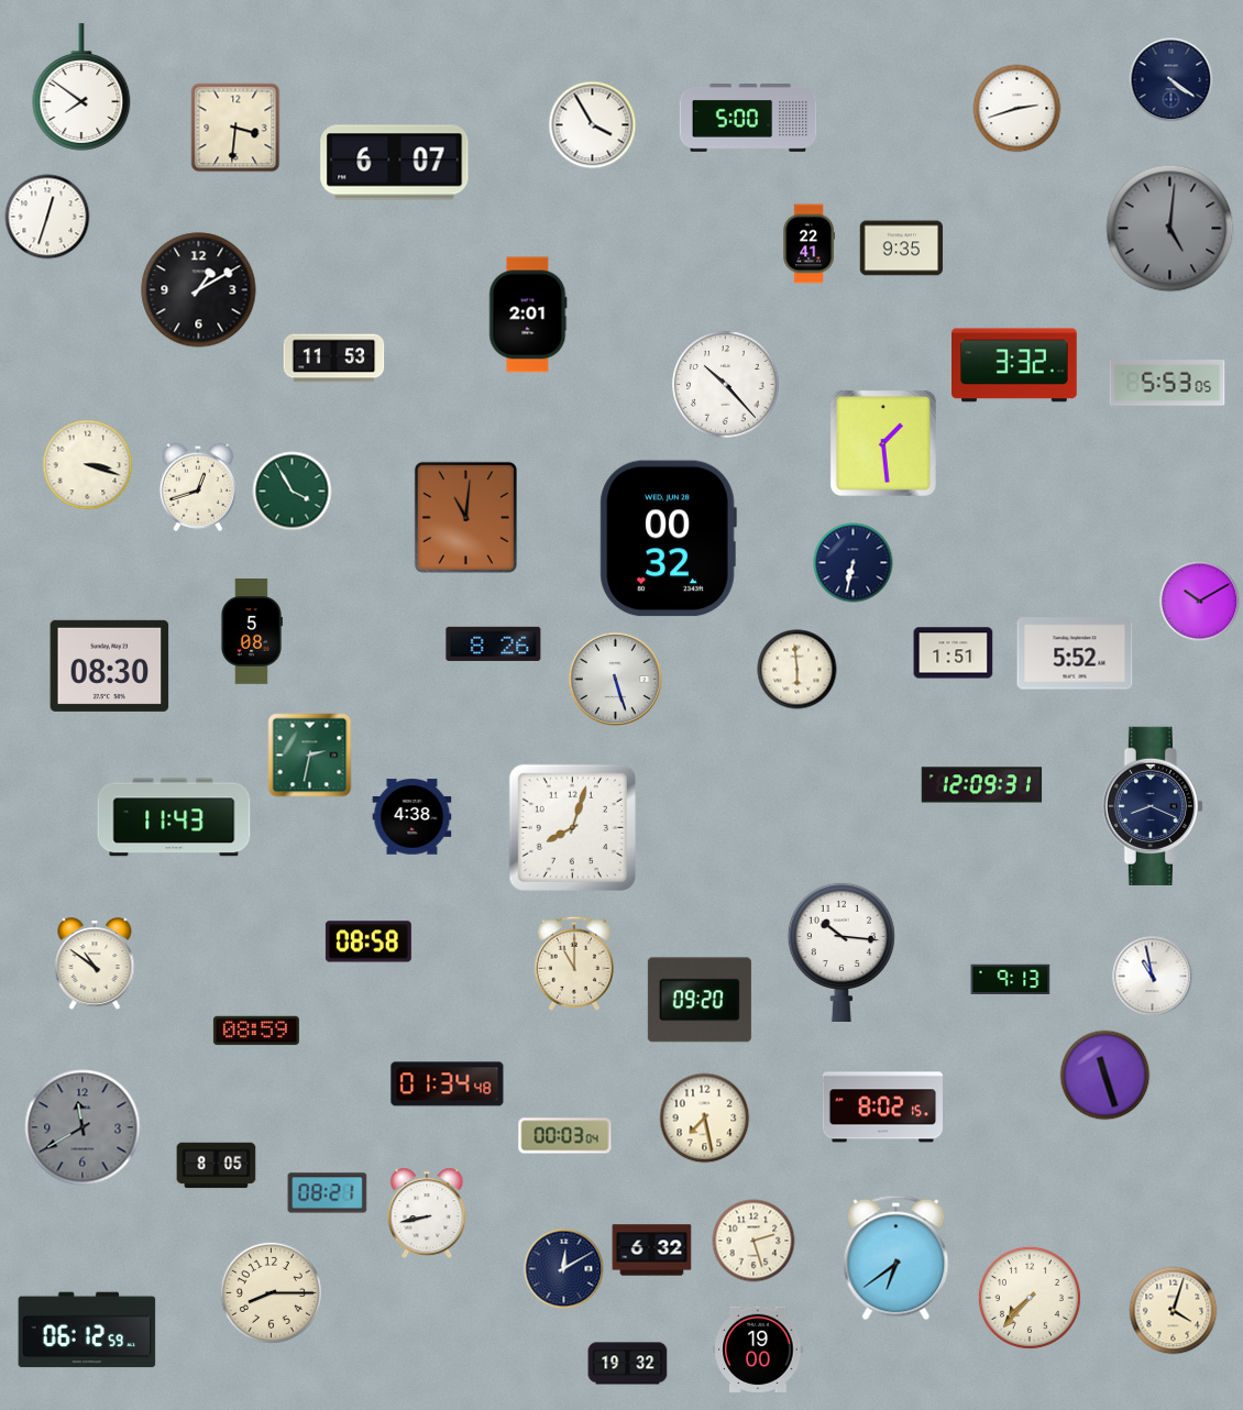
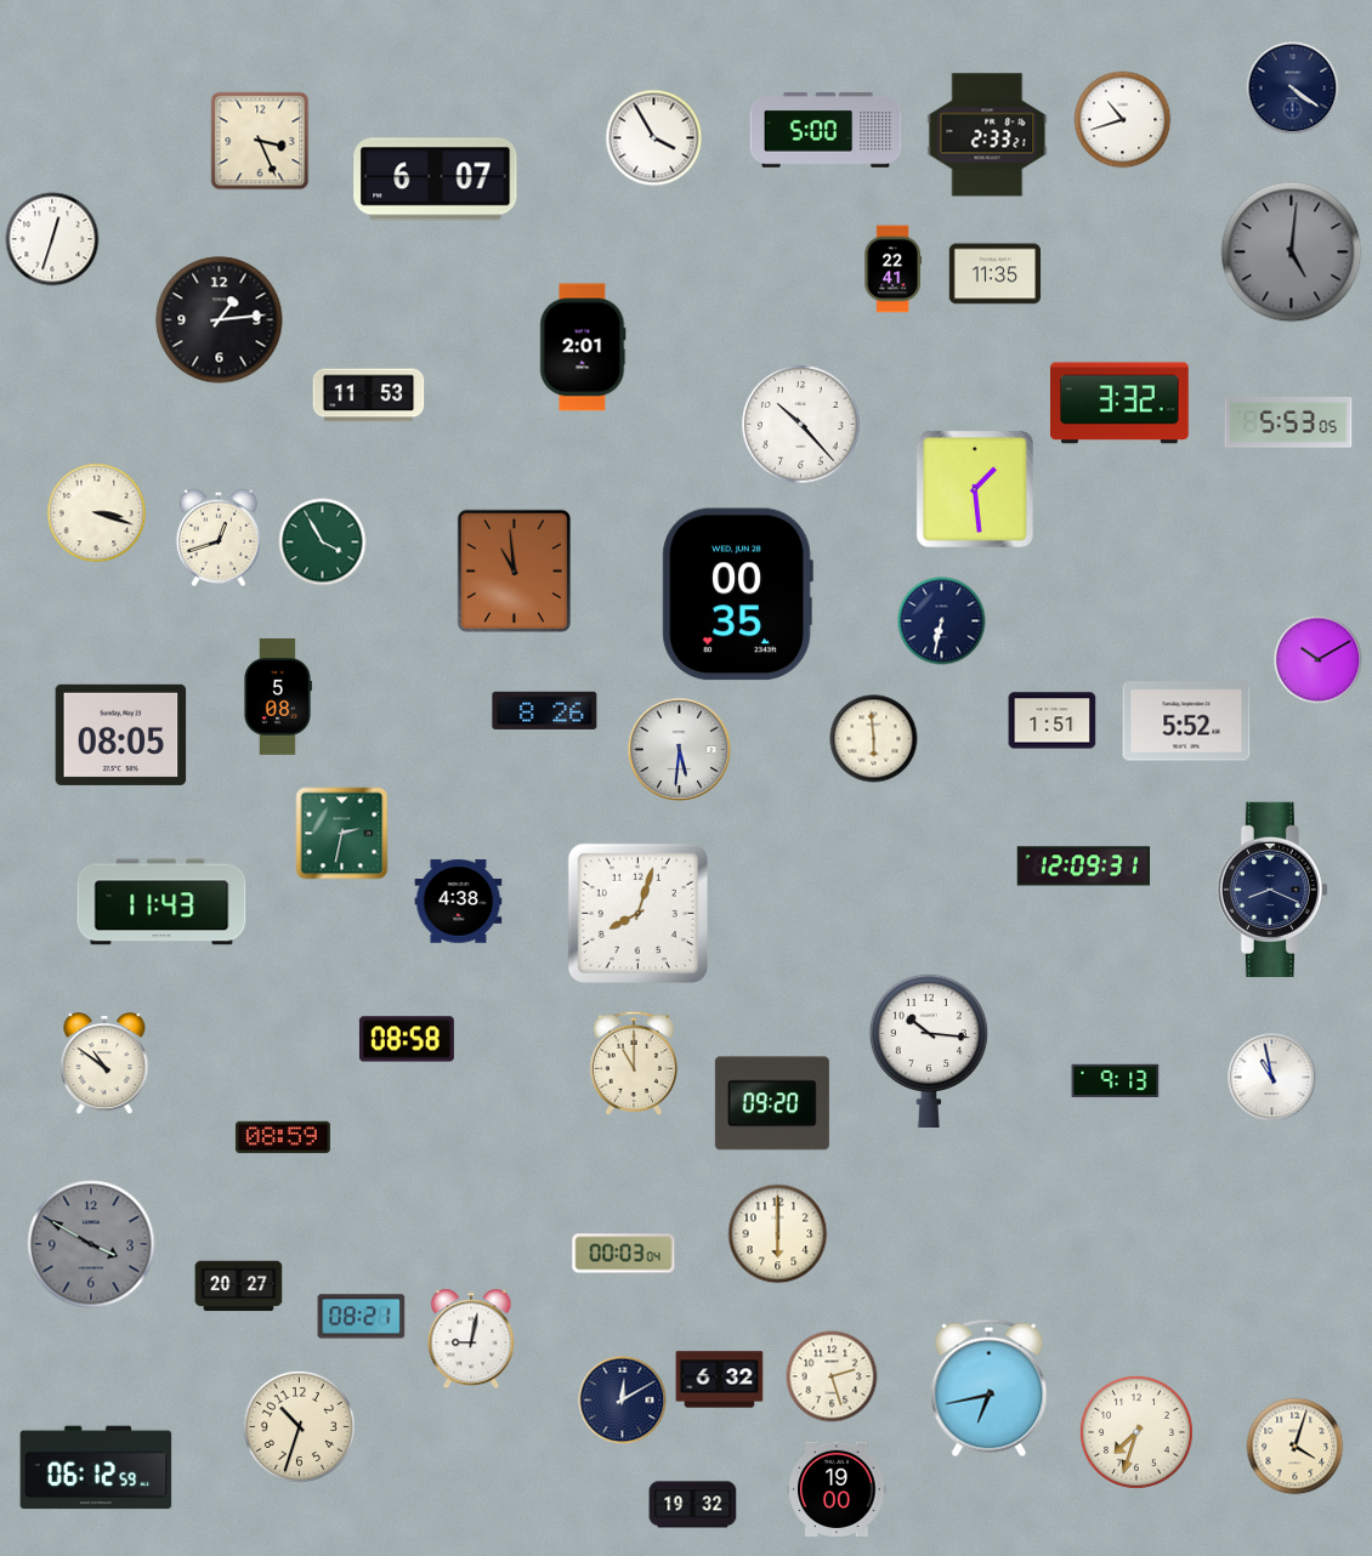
clock at (81, 87): 7:51 -> none
clock at (1018, 109): 2:42 -> 10:42
clock at (987, 135): none -> 2:33
clock at (235, 128): 3:31 -> 3:26
clock at (902, 249): 9:35 -> 11:35
clock at (199, 290): 1:10 -> 1:14
clock at (465, 517): 11:01 -> 10:59
clock at (668, 539): 00:32 -> 00:35
clock at (1200, 602) position: (1200, 602) -> (1319, 660)
clock at (110, 665): 08:30 -> 08:05
clock at (798, 670) position: (798, 670) -> (874, 739)
clock at (616, 680): 5:27 -> 5:31
clock at (174, 817) position: (174, 817) -> (161, 902)
clock at (413, 817) position: (413, 817) -> (459, 902)
clock at (572, 827) position: (572, 827) -> (637, 913)
clock at (1105, 1076): 11:27 -> none
clock at (448, 1084): 01:34 -> none
clock at (882, 1108): 8:02 -> none
clock at (705, 1119): 7:28 -> 6:00
clock at (82, 1127): 11:40 -> 3:50
clock at (217, 1166): 8:05 -> 20:27
clock at (427, 1213): 8:43 -> 9:02
clock at (754, 1241) position: (754, 1241) -> (832, 1376)
clock at (897, 1258): 6:39 -> 6:43
clock at (271, 1292): 8:15 -> 10:33
clock at (1030, 1298): 7:37 -> 7:33
